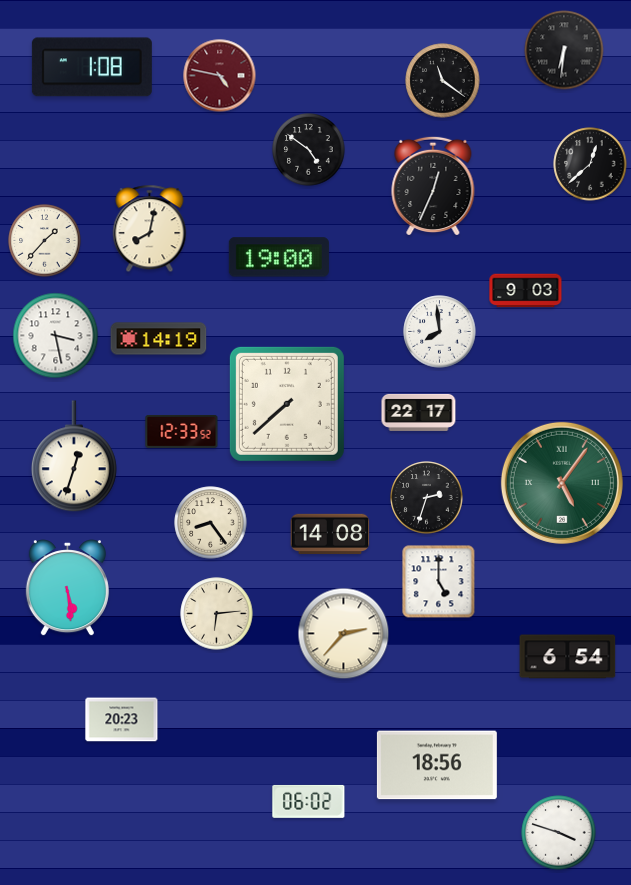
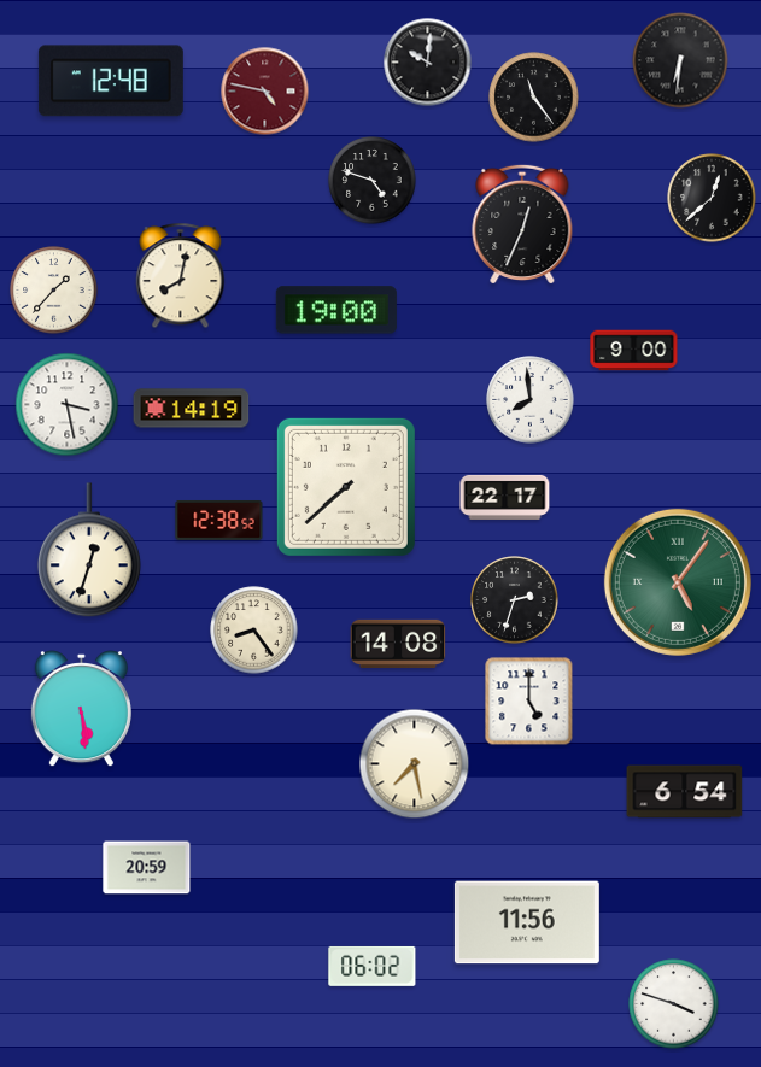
clock at (428, 63): none -> 10:01
clock at (92, 67): 1:08 -> 12:48
clock at (443, 81): 11:21 -> 11:24
clock at (309, 150): 4:51 -> 4:48
clock at (526, 291): 9:03 -> 9:00
clock at (182, 431): 12:33 -> 12:38
clock at (217, 614): 6:14 -> none
clock at (344, 634): 2:37 -> 7:28
clock at (122, 720): 20:23 -> 20:59
clock at (437, 765): 18:56 -> 11:56
